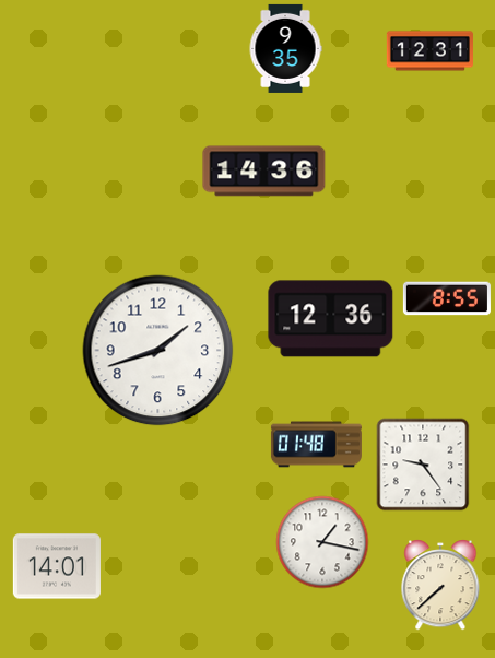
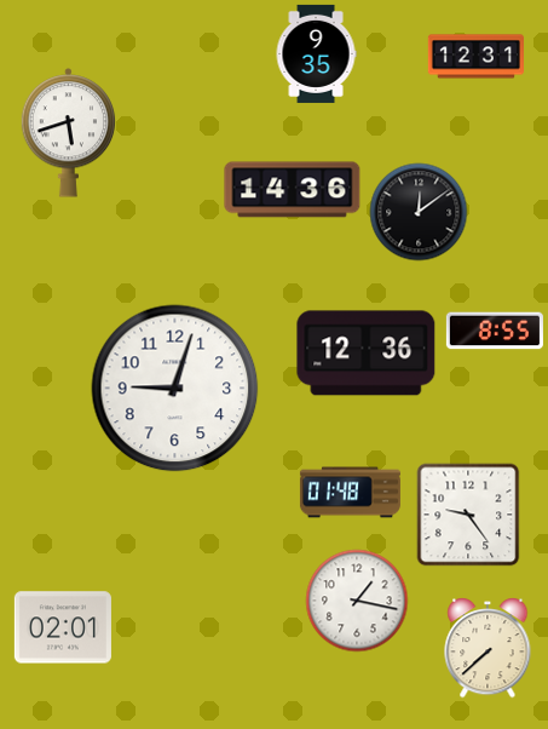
clock at (69, 133): none -> 5:42
clock at (419, 212): none -> 12:09
clock at (158, 351): 1:42 -> 9:03
clock at (57, 566): 14:01 -> 02:01
